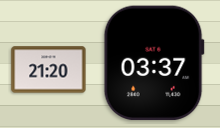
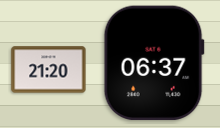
clock at (154, 63): 03:37 -> 06:37
